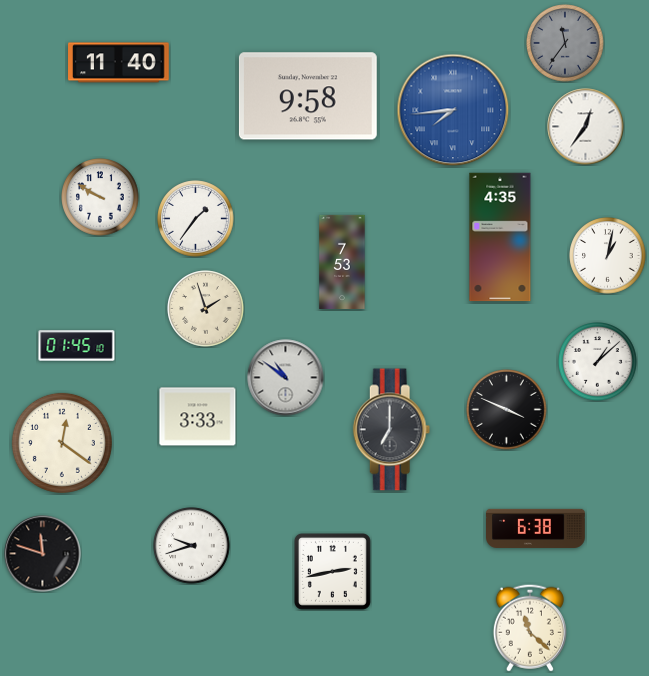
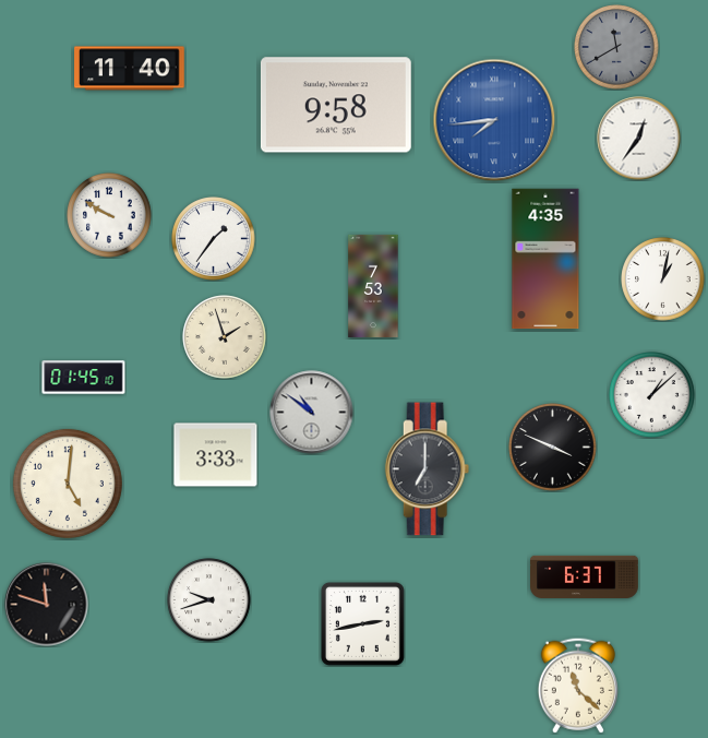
clock at (565, 43): 11:36 -> 11:40
clock at (62, 443): 12:21 -> 5:01
clock at (536, 528): 6:38 -> 6:37
clock at (192, 546) position: (192, 546) -> (209, 600)
